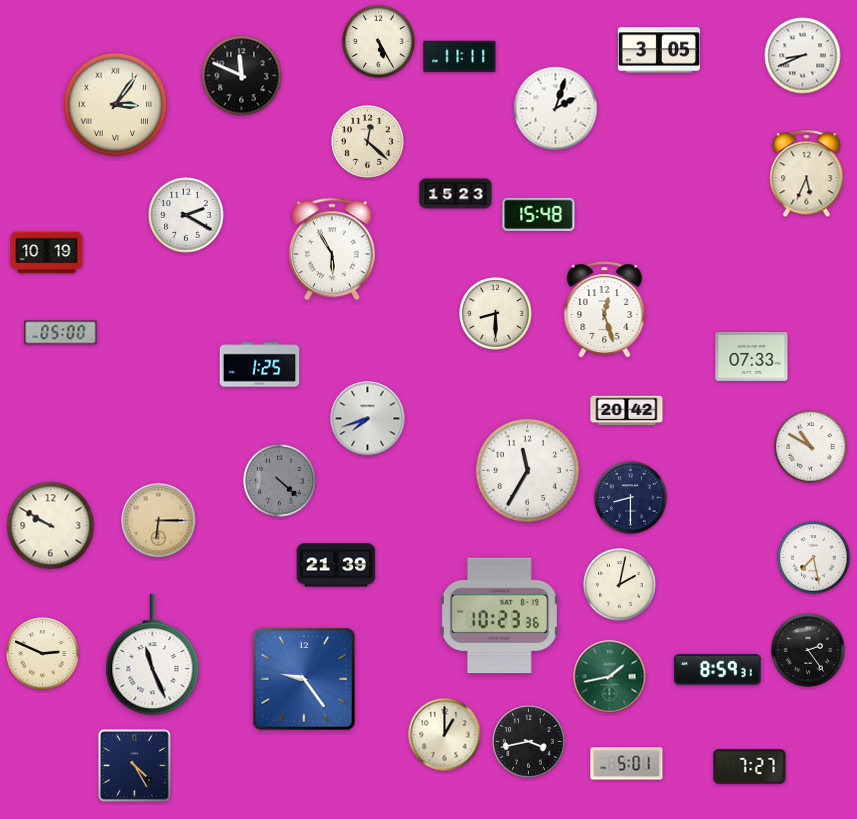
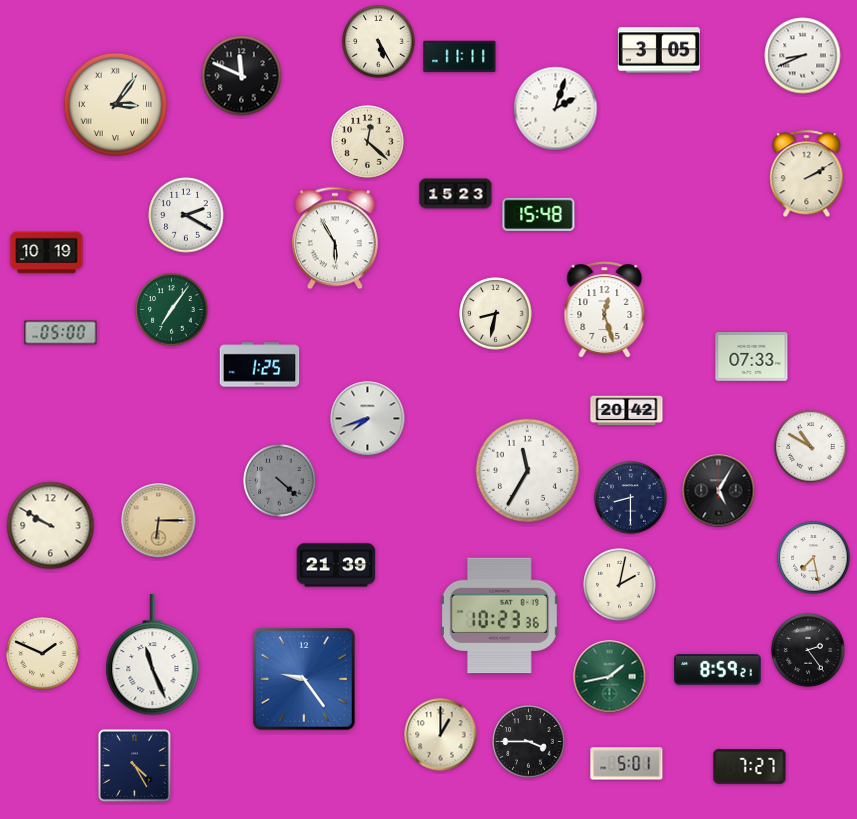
clock at (807, 174): 5:34 -> 2:10
clock at (332, 249) position: (332, 249) -> (335, 238)
clock at (172, 310): none -> 7:06
clock at (496, 314): 8:30 -> 8:32
clock at (719, 491): none -> 5:05
clock at (43, 654): 2:49 -> 1:49
clock at (718, 670): 8:59:31 -> 8:59:21
clock at (445, 735) position: (445, 735) -> (441, 735)
clock at (529, 742): 3:43 -> 3:45
